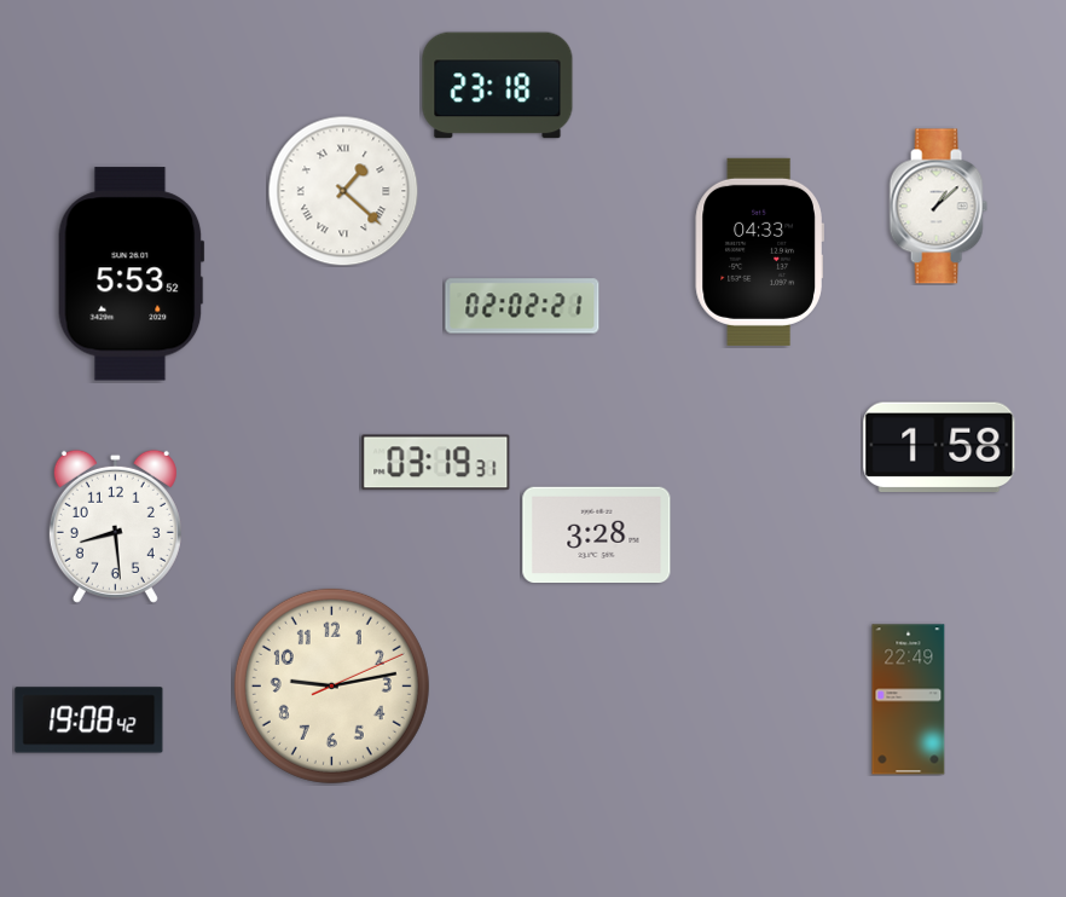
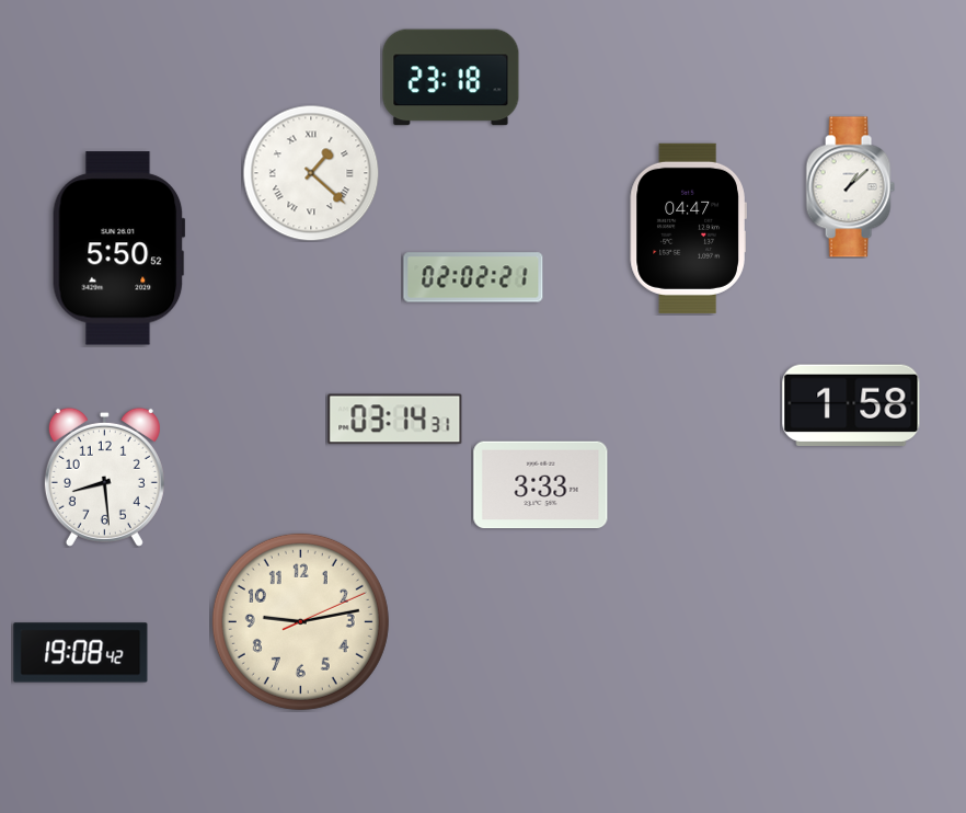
clock at (759, 251): 04:33 -> 04:47
clock at (131, 274): 5:53 -> 5:50
clock at (436, 463): 03:19 -> 03:14
clock at (597, 536): 3:28 -> 3:33
clock at (909, 700): 22:49 -> none
